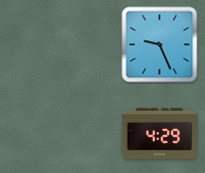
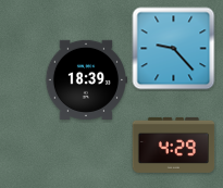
clock at (160, 45): 9:26 -> 9:23
clock at (85, 79): none -> 18:39
